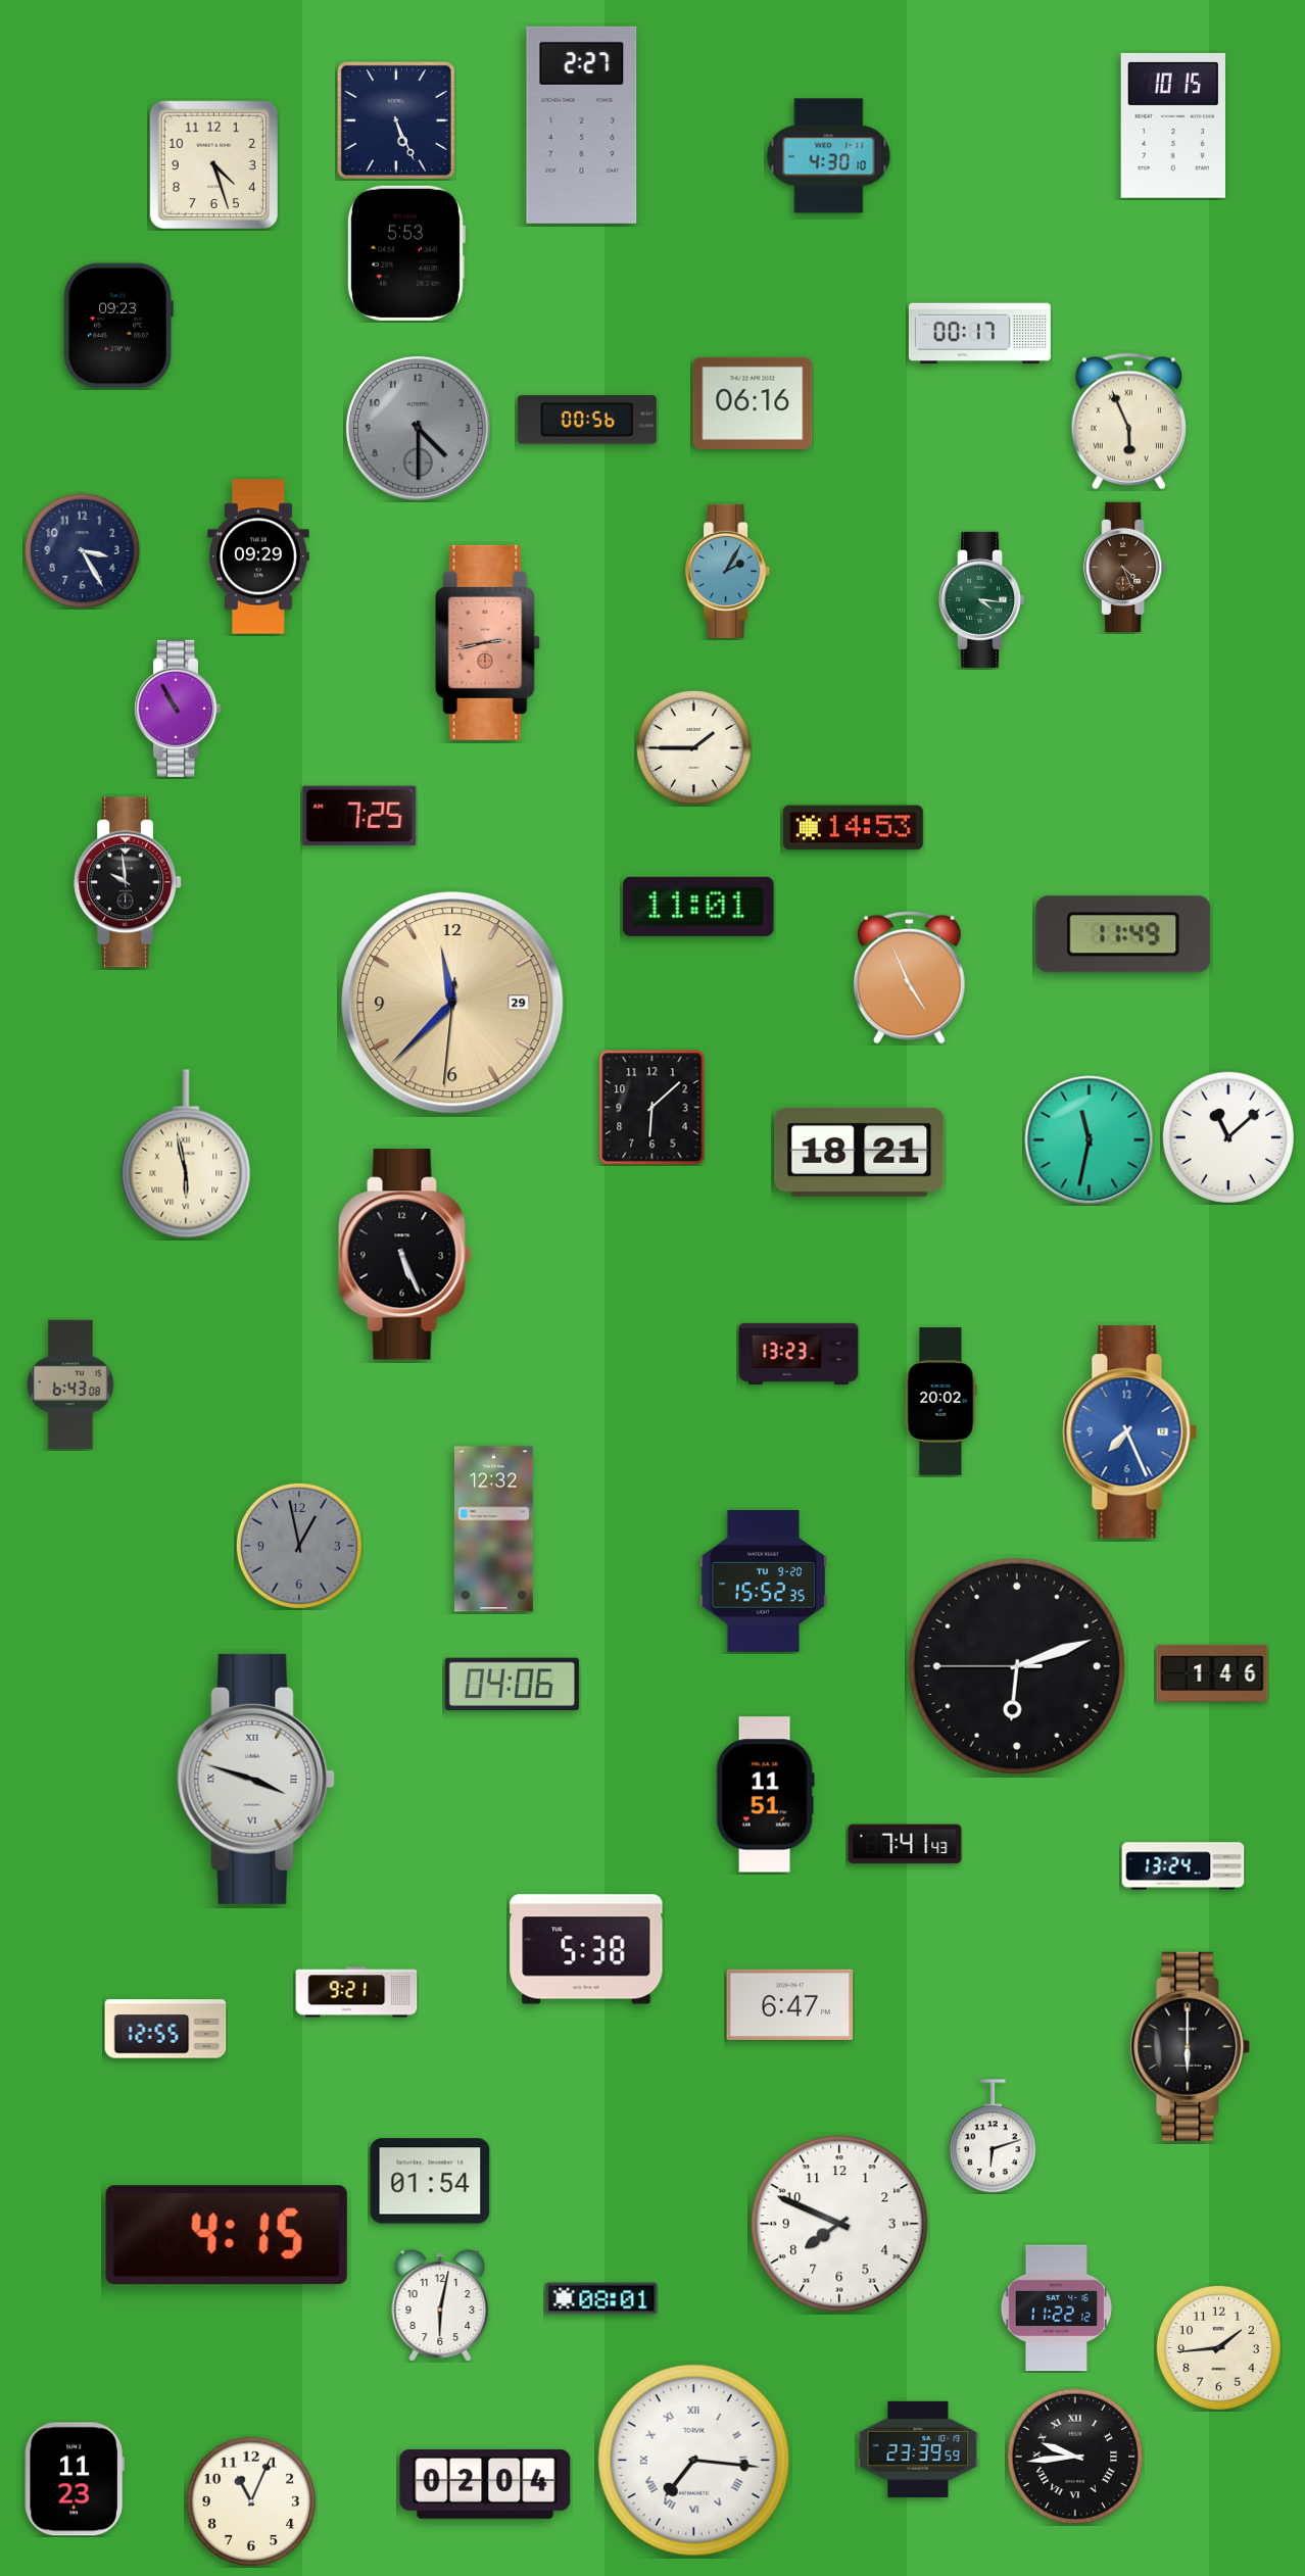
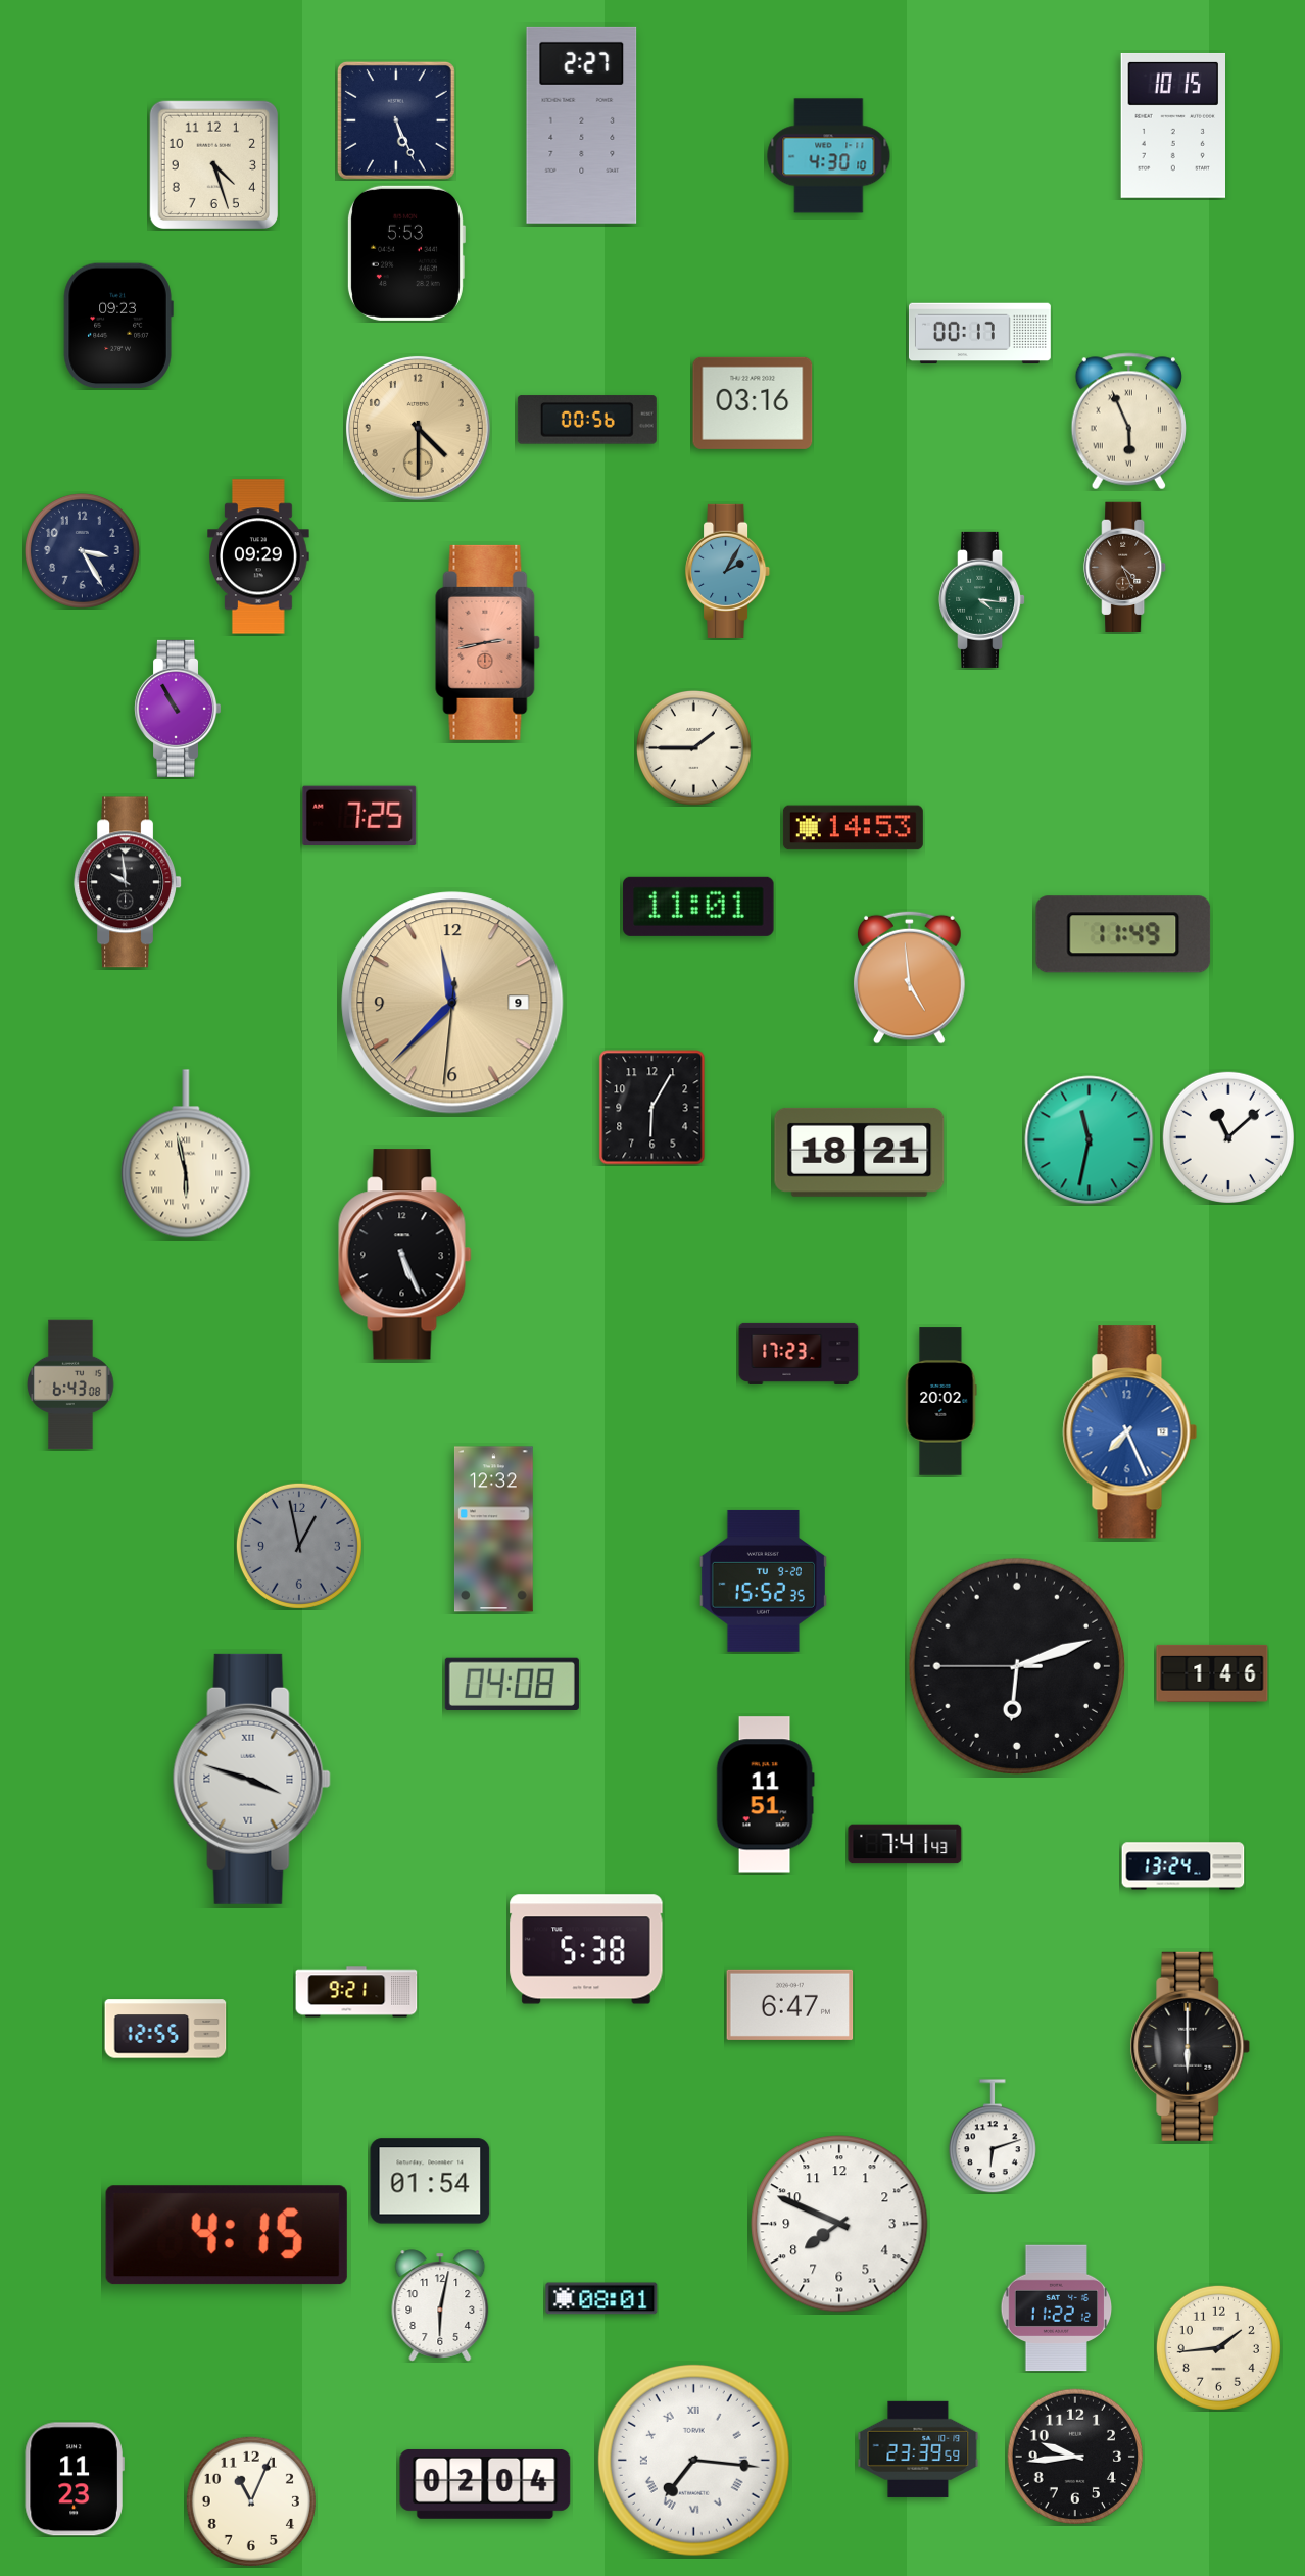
clock at (753, 403): 06:16 -> 03:16
clock at (419, 429) dial: grey -> champagne
clock at (910, 977): 4:56 -> 4:59
clock at (452, 1003) date: 29 -> 9
clock at (652, 1108): 6:08 -> 6:05
clock at (799, 1354): 13:23 -> 17:23
clock at (512, 1684): 04:06 -> 04:08
clock at (255, 1779) position: (255, 1779) -> (251, 1779)
clock at (1075, 2457) numerals: Roman -> Arabic
